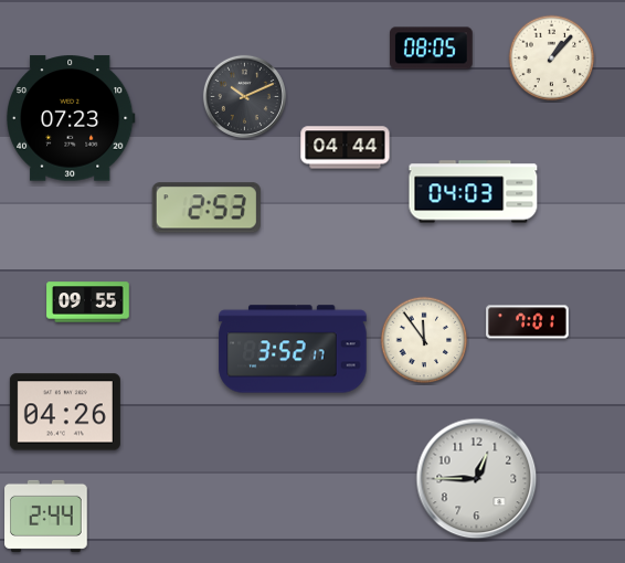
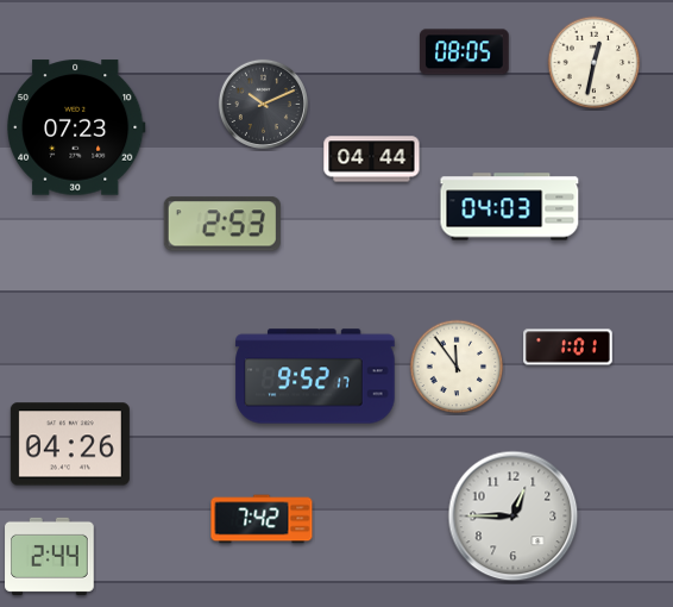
clock at (552, 59): 1:07 -> 12:32
clock at (88, 302): 09:55 -> none
clock at (528, 322): 7:01 -> 1:01
clock at (293, 349): 3:52 -> 9:52
clock at (262, 519): none -> 7:42
